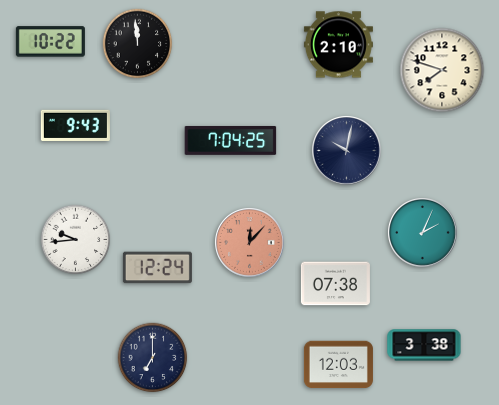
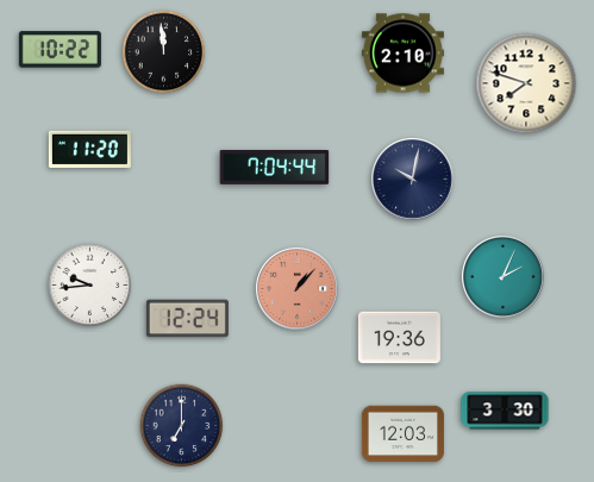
clock at (75, 125): 9:43 -> 11:20
clock at (231, 140): 7:04:25 -> 7:04:44
clock at (250, 243): 12:07 -> 1:07
clock at (335, 284): 07:38 -> 19:36
clock at (424, 345): 3:38 -> 3:30
